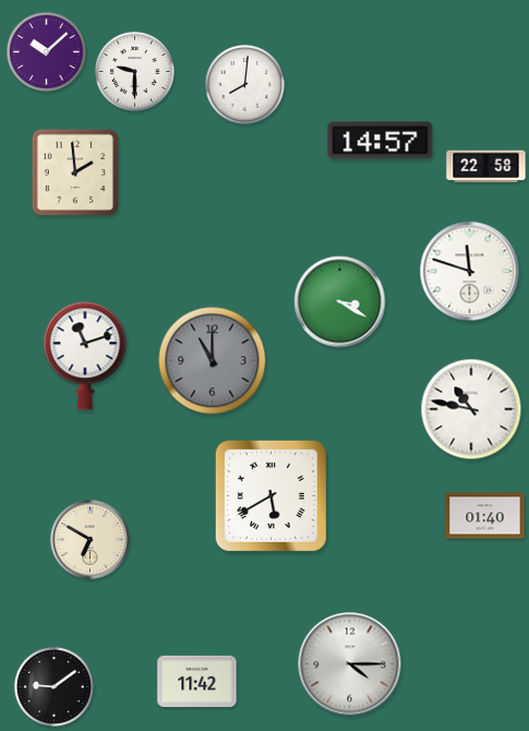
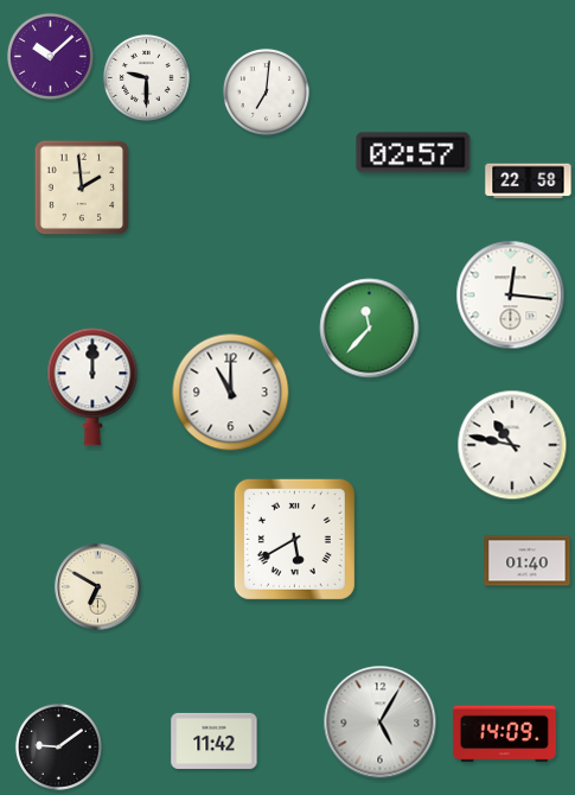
clock at (244, 84): 8:01 -> 7:01
clock at (381, 141): 14:57 -> 02:57
clock at (470, 272): 11:48 -> 12:16
clock at (340, 302): 3:20 -> 11:37
clock at (85, 356): 11:12 -> 12:00
clock at (213, 361) dial: grey -> white
clock at (350, 664): 4:15 -> 5:05
clock at (504, 734): none -> 14:09
